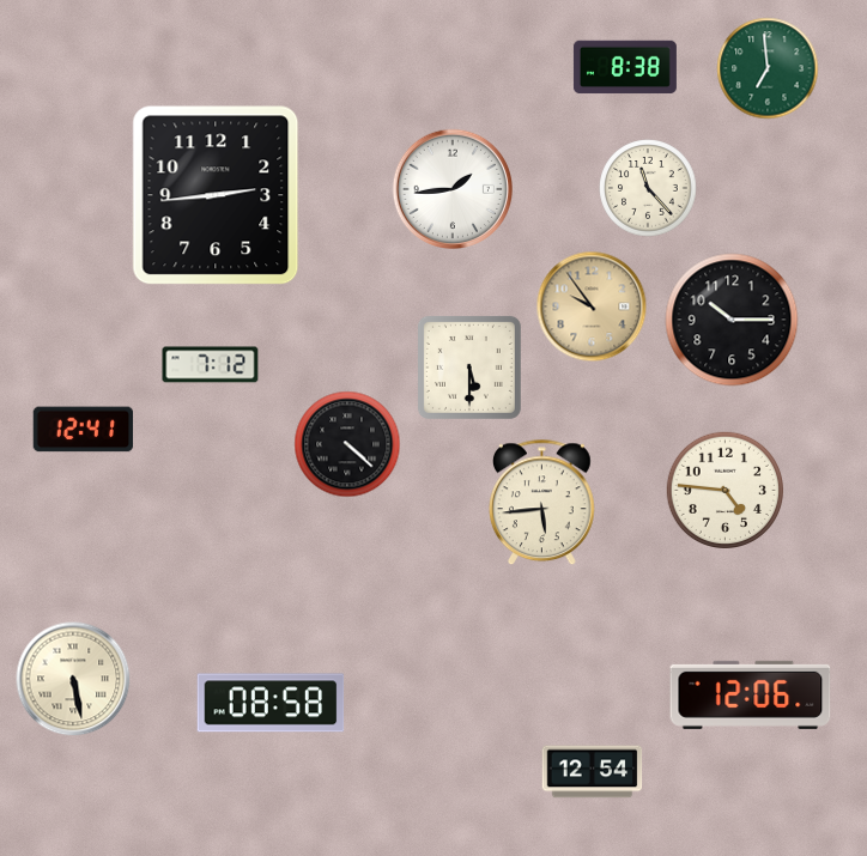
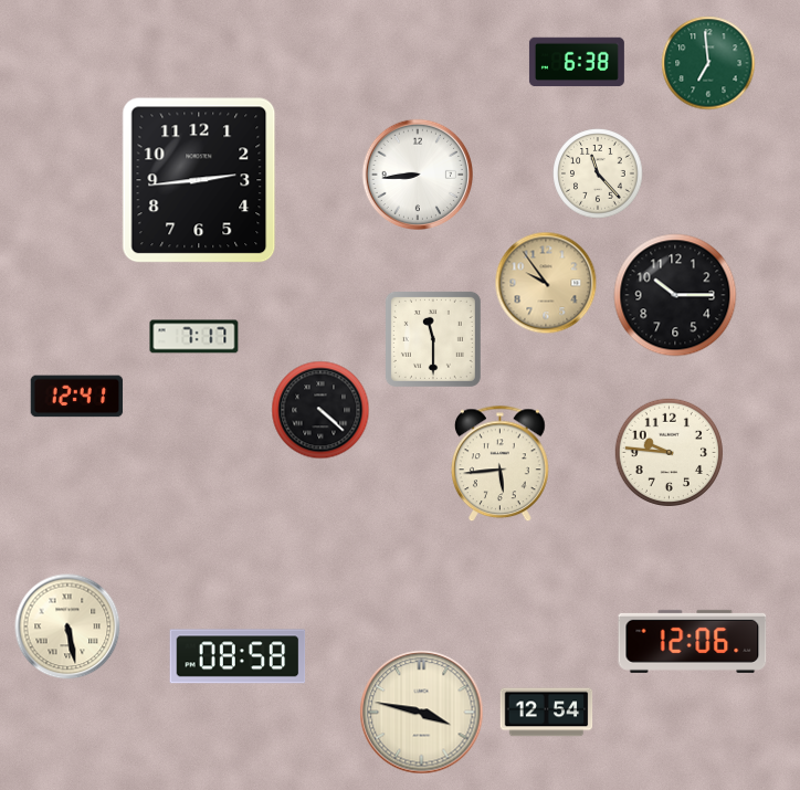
clock at (625, 67): 8:38 -> 6:38
clock at (451, 188): 1:44 -> 8:44
clock at (211, 365): 7:12 -> 7:17
clock at (469, 368): 5:30 -> 11:30
clock at (726, 491): 4:46 -> 9:46
clock at (271, 703) position: (271, 703) -> (238, 656)
clock at (422, 713): none -> 3:47
